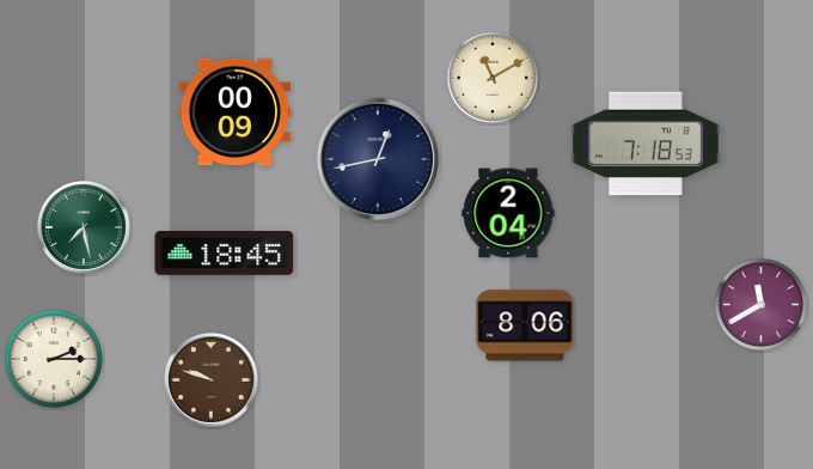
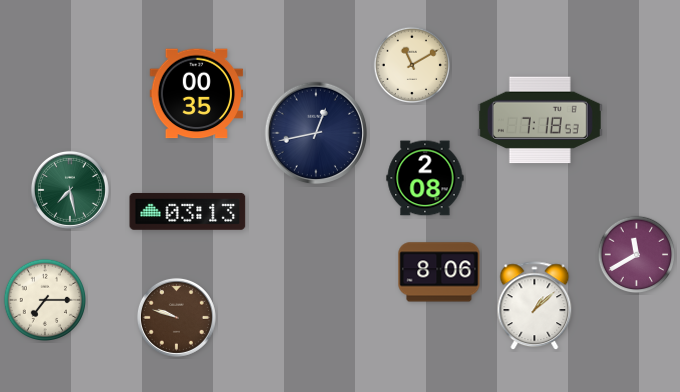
clock at (236, 112): 00:09 -> 00:35
clock at (508, 213): 2:04 -> 2:08
clock at (225, 252): 18:45 -> 03:13
clock at (53, 358): 2:15 -> 7:15
clock at (535, 306): none -> 1:08
